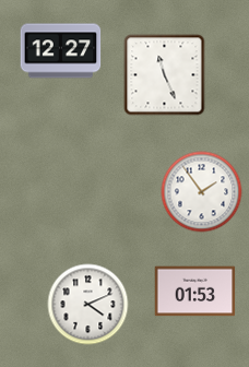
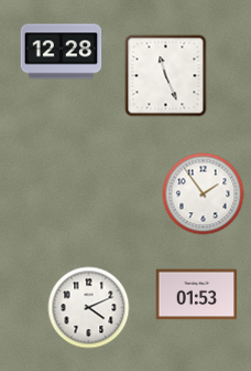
clock at (61, 51): 12:27 -> 12:28
